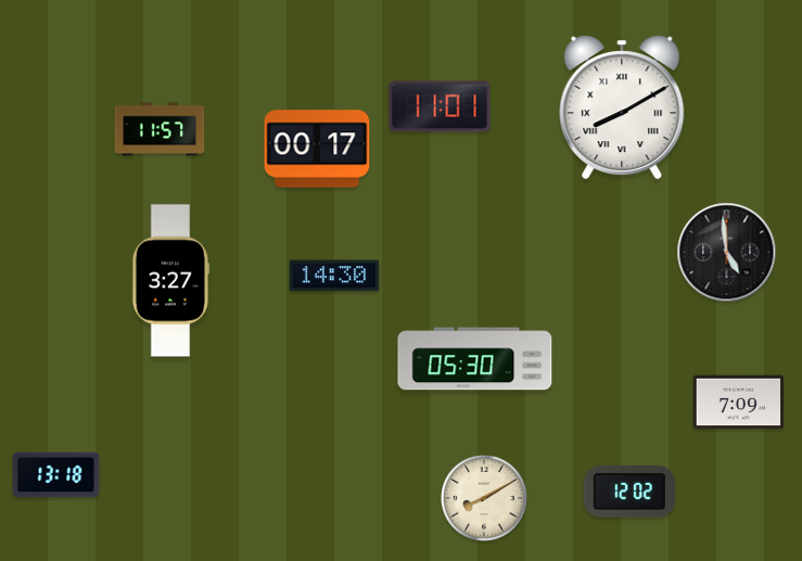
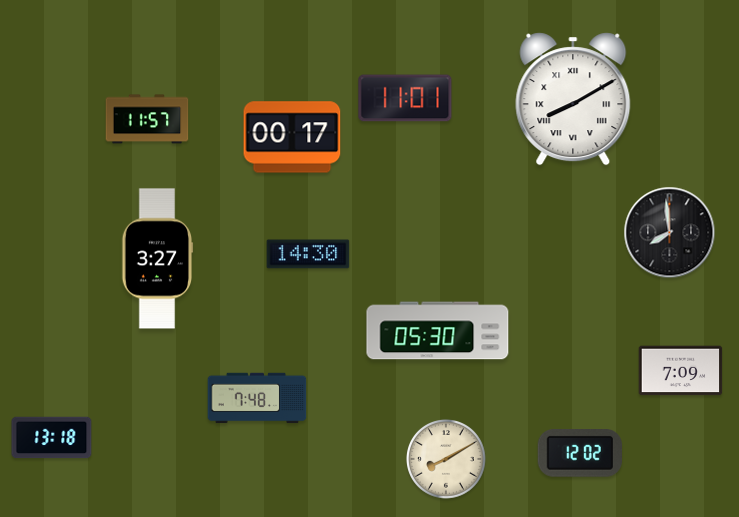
clock at (727, 253): 4:59 -> 7:59
clock at (257, 398): none -> 7:48
